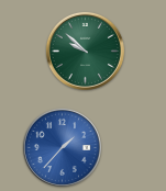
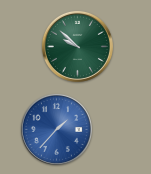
clock at (62, 147) position: (62, 147) -> (56, 129)
